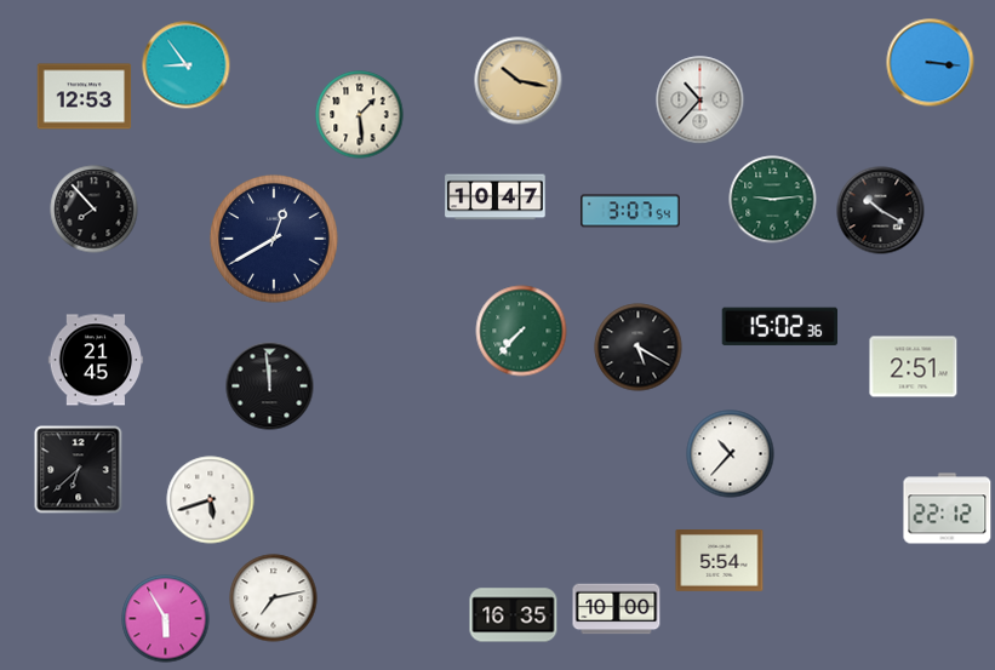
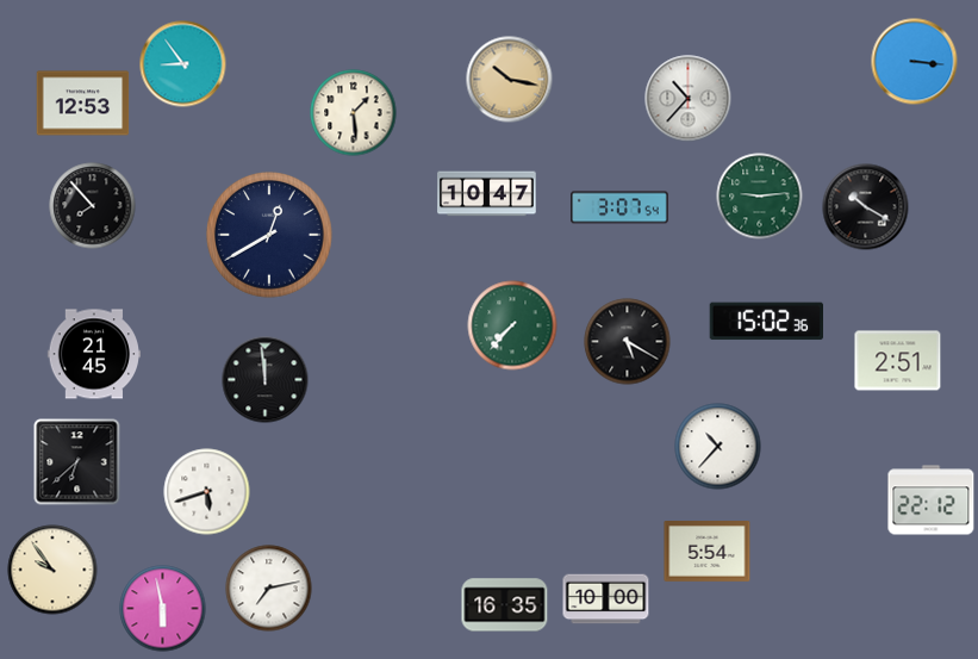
clock at (85, 97) position: (85, 97) -> (83, 104)
clock at (52, 570): none -> 9:54
clock at (166, 619): 5:55 -> 5:58
